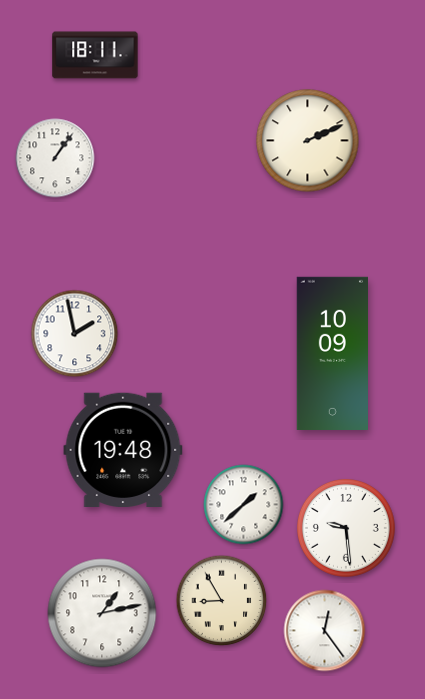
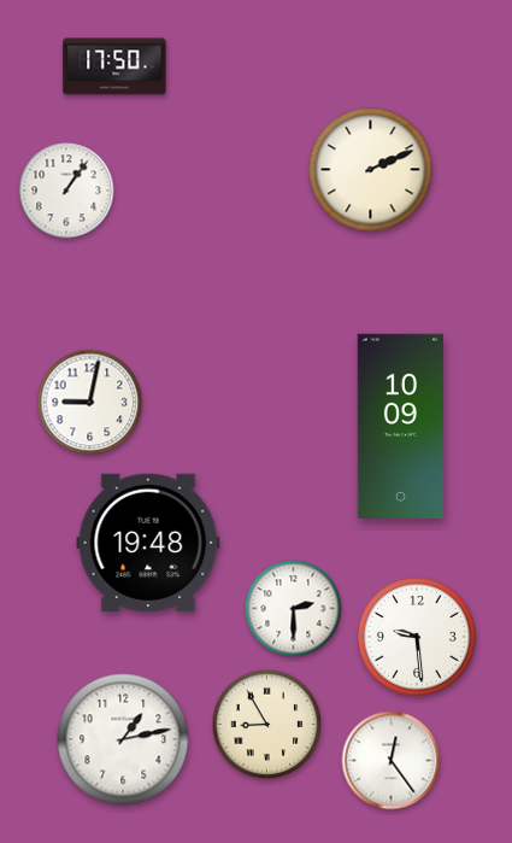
clock at (95, 55): 18:11 -> 17:50
clock at (75, 334): 1:58 -> 9:02
clock at (244, 505): 1:38 -> 2:30
